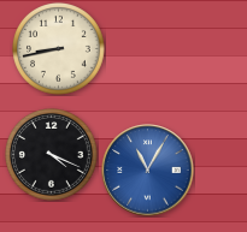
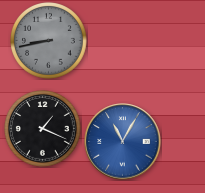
clock at (59, 49) dial: cream -> grey
clock at (52, 155): 4:19 -> 1:19
